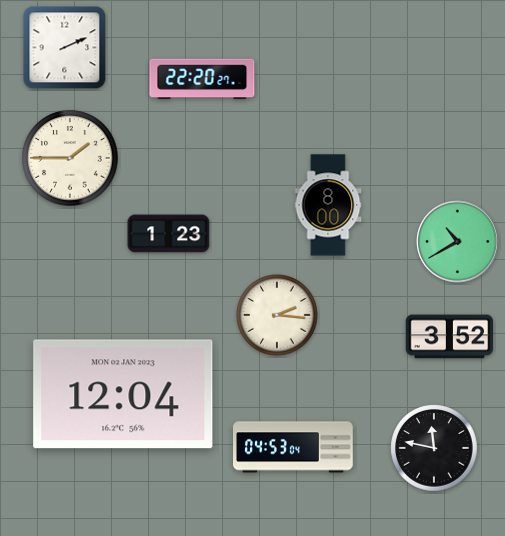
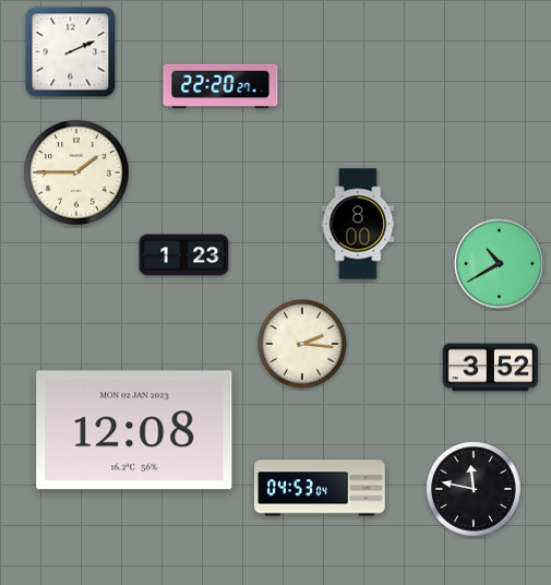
clock at (123, 394): 12:04 -> 12:08
